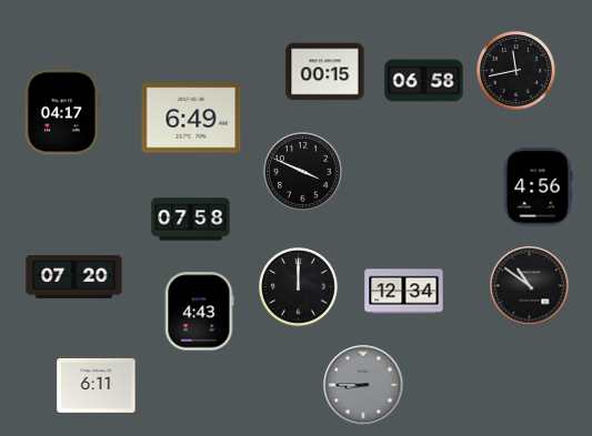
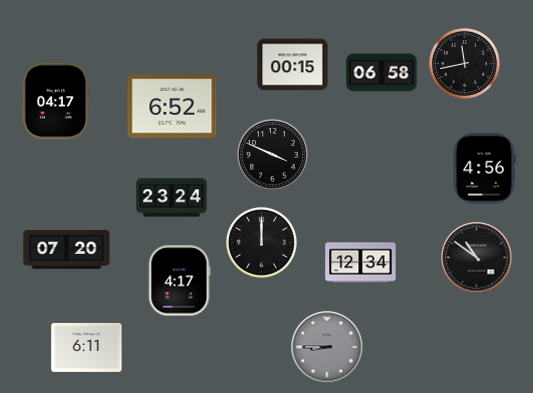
clock at (191, 118): 6:49 -> 6:52
clock at (191, 220): 07:58 -> 23:24
clock at (299, 287) position: (299, 287) -> (262, 243)
clock at (404, 292) position: (404, 292) -> (361, 263)
clock at (199, 312): 4:43 -> 4:17
